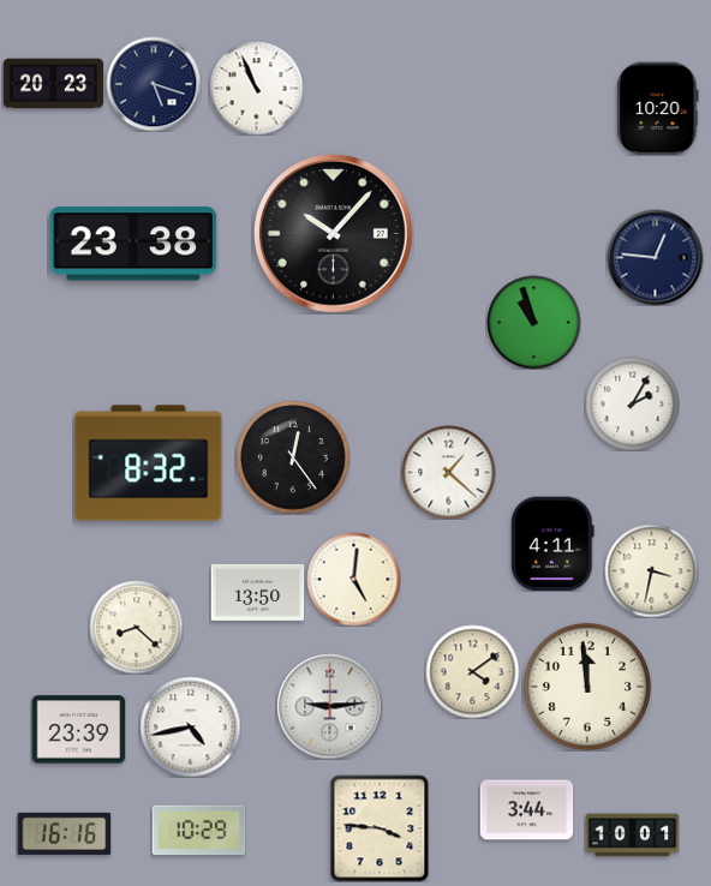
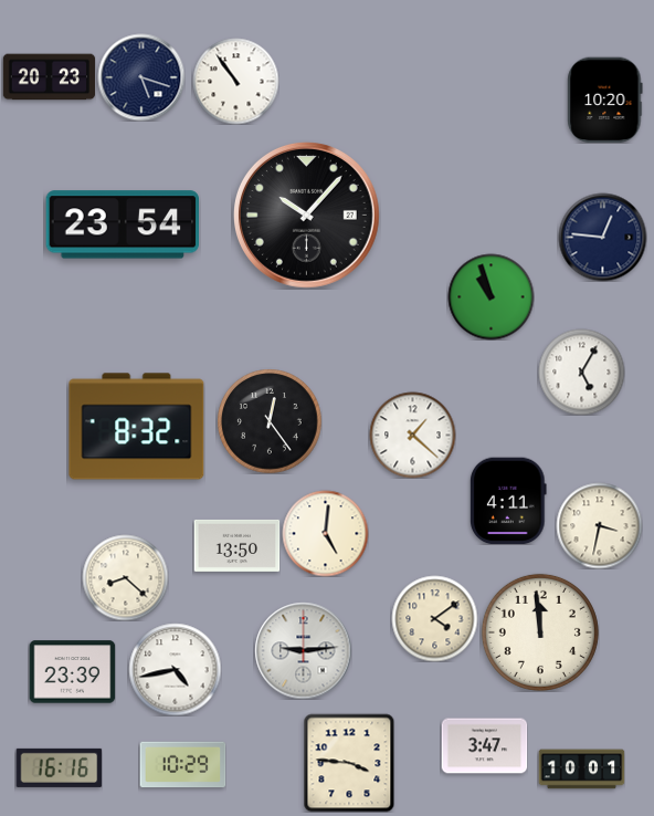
clock at (256, 88): 10:56 -> 10:54
clock at (132, 244): 23:38 -> 23:54
clock at (632, 403): 2:05 -> 5:05
clock at (526, 810): 3:44 -> 3:47
